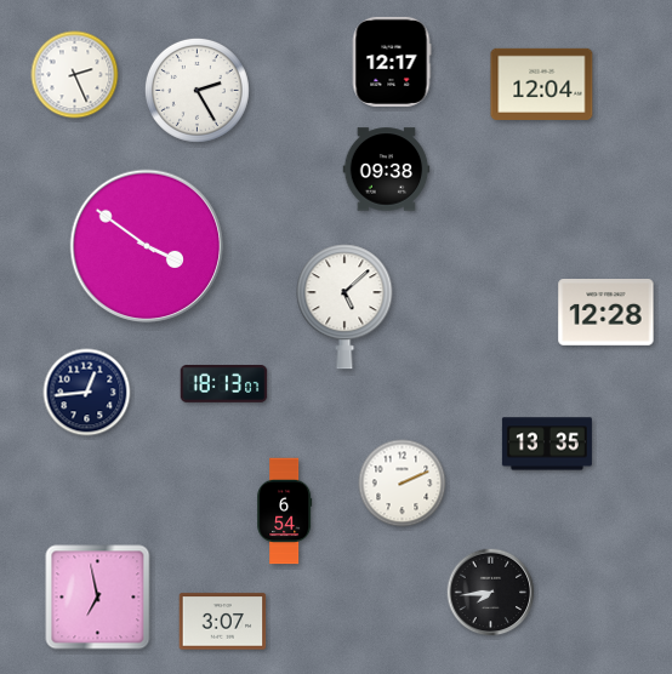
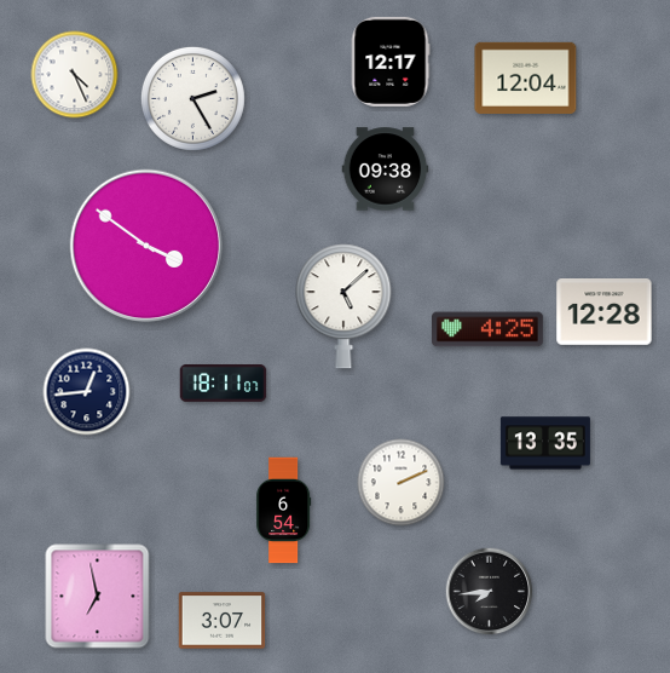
clock at (75, 75): 2:26 -> 4:26
clock at (542, 84) position: (542, 84) -> (526, 77)
clock at (197, 90) position: (197, 90) -> (192, 98)
clock at (489, 329): none -> 4:25
clock at (224, 384): 18:13 -> 18:11
